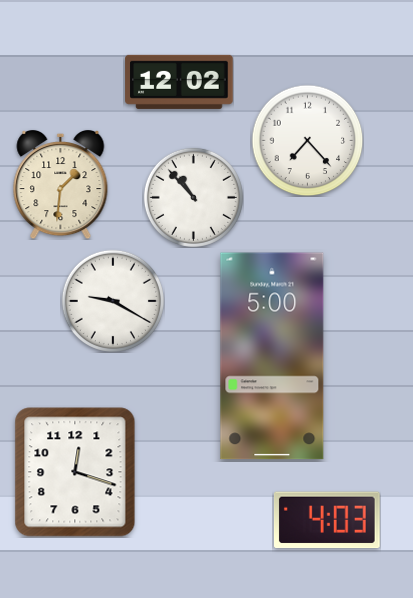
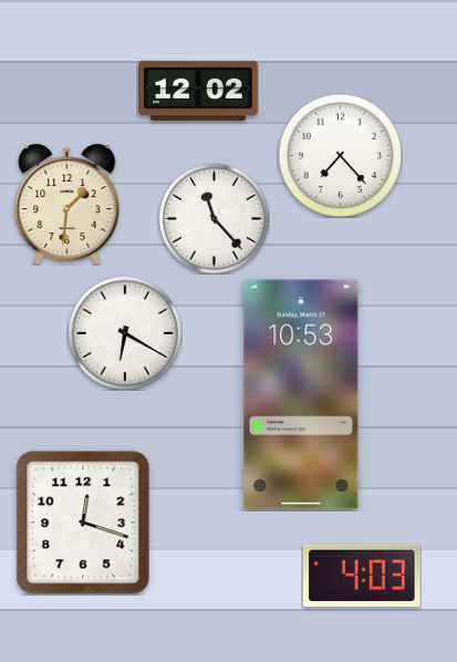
clock at (193, 197): 10:53 -> 11:23
clock at (113, 301): 9:20 -> 6:20
clock at (272, 356): 5:00 -> 10:53
